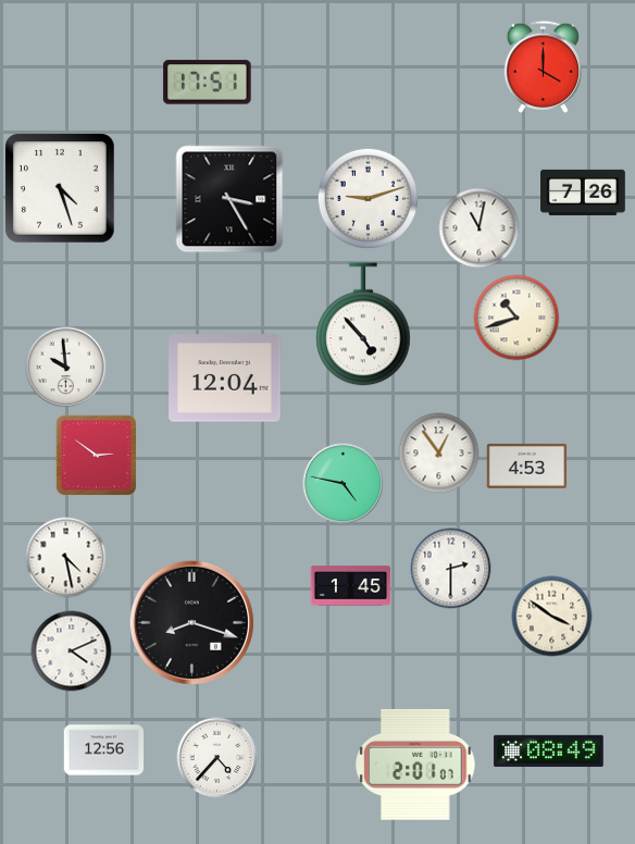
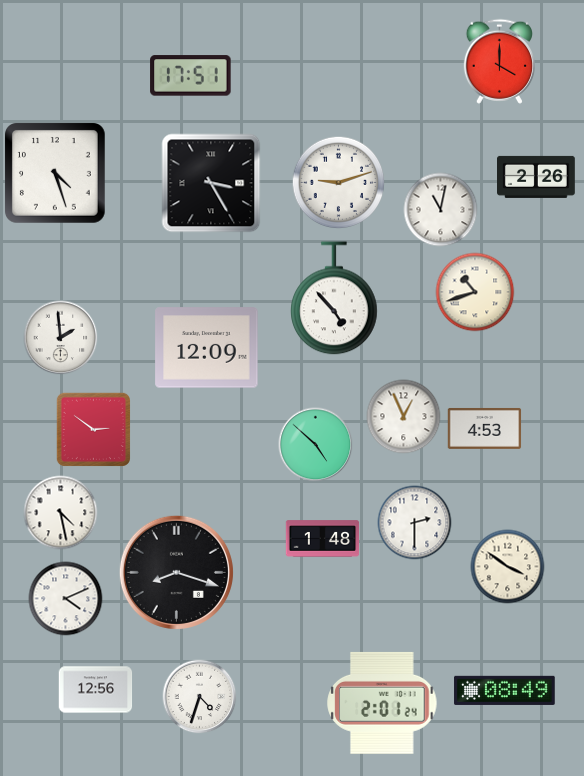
clock at (584, 193): 7:26 -> 2:26
clock at (66, 368): 9:59 -> 1:59
clock at (225, 378): 12:04 -> 12:09
clock at (439, 454): 12:54 -> 12:56
clock at (96, 455) position: (96, 455) -> (93, 429)
clock at (344, 484): 4:47 -> 4:52
clock at (351, 586): 1:45 -> 1:48
clock at (217, 758): 4:37 -> 4:33
clock at (415, 765): 2:01:07 -> 2:01:24
